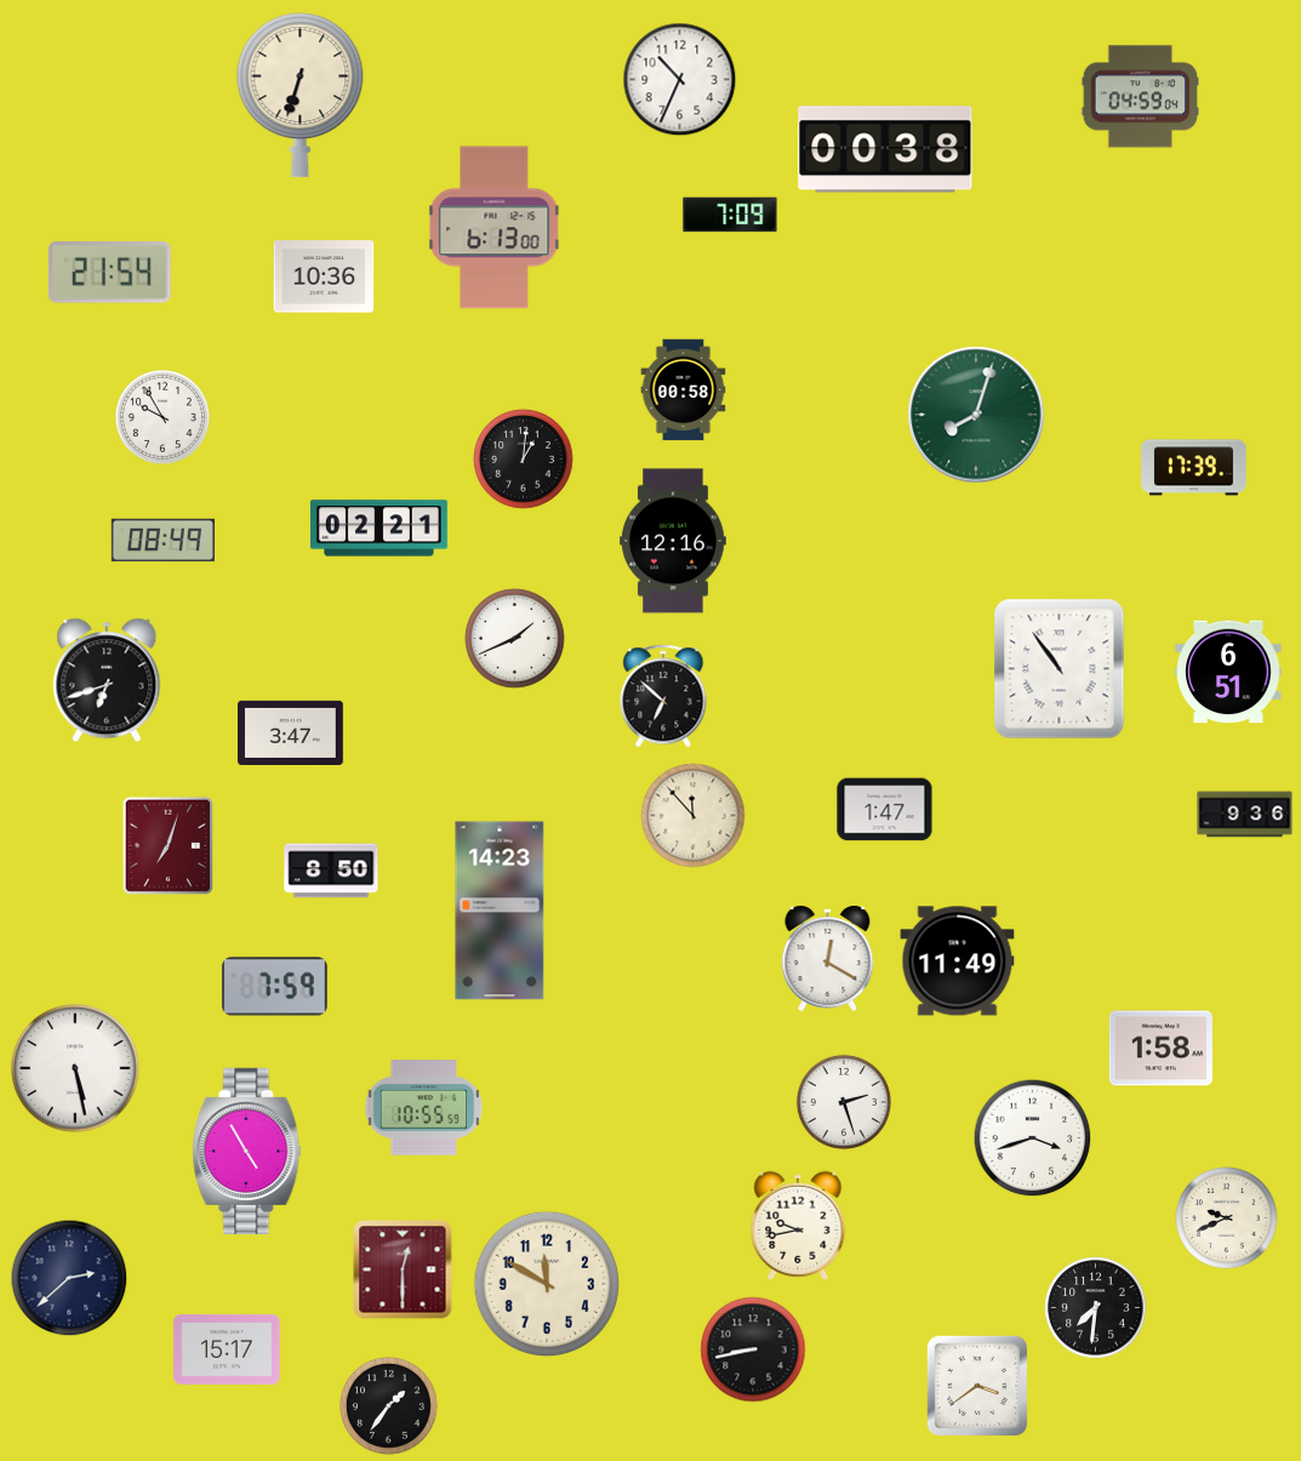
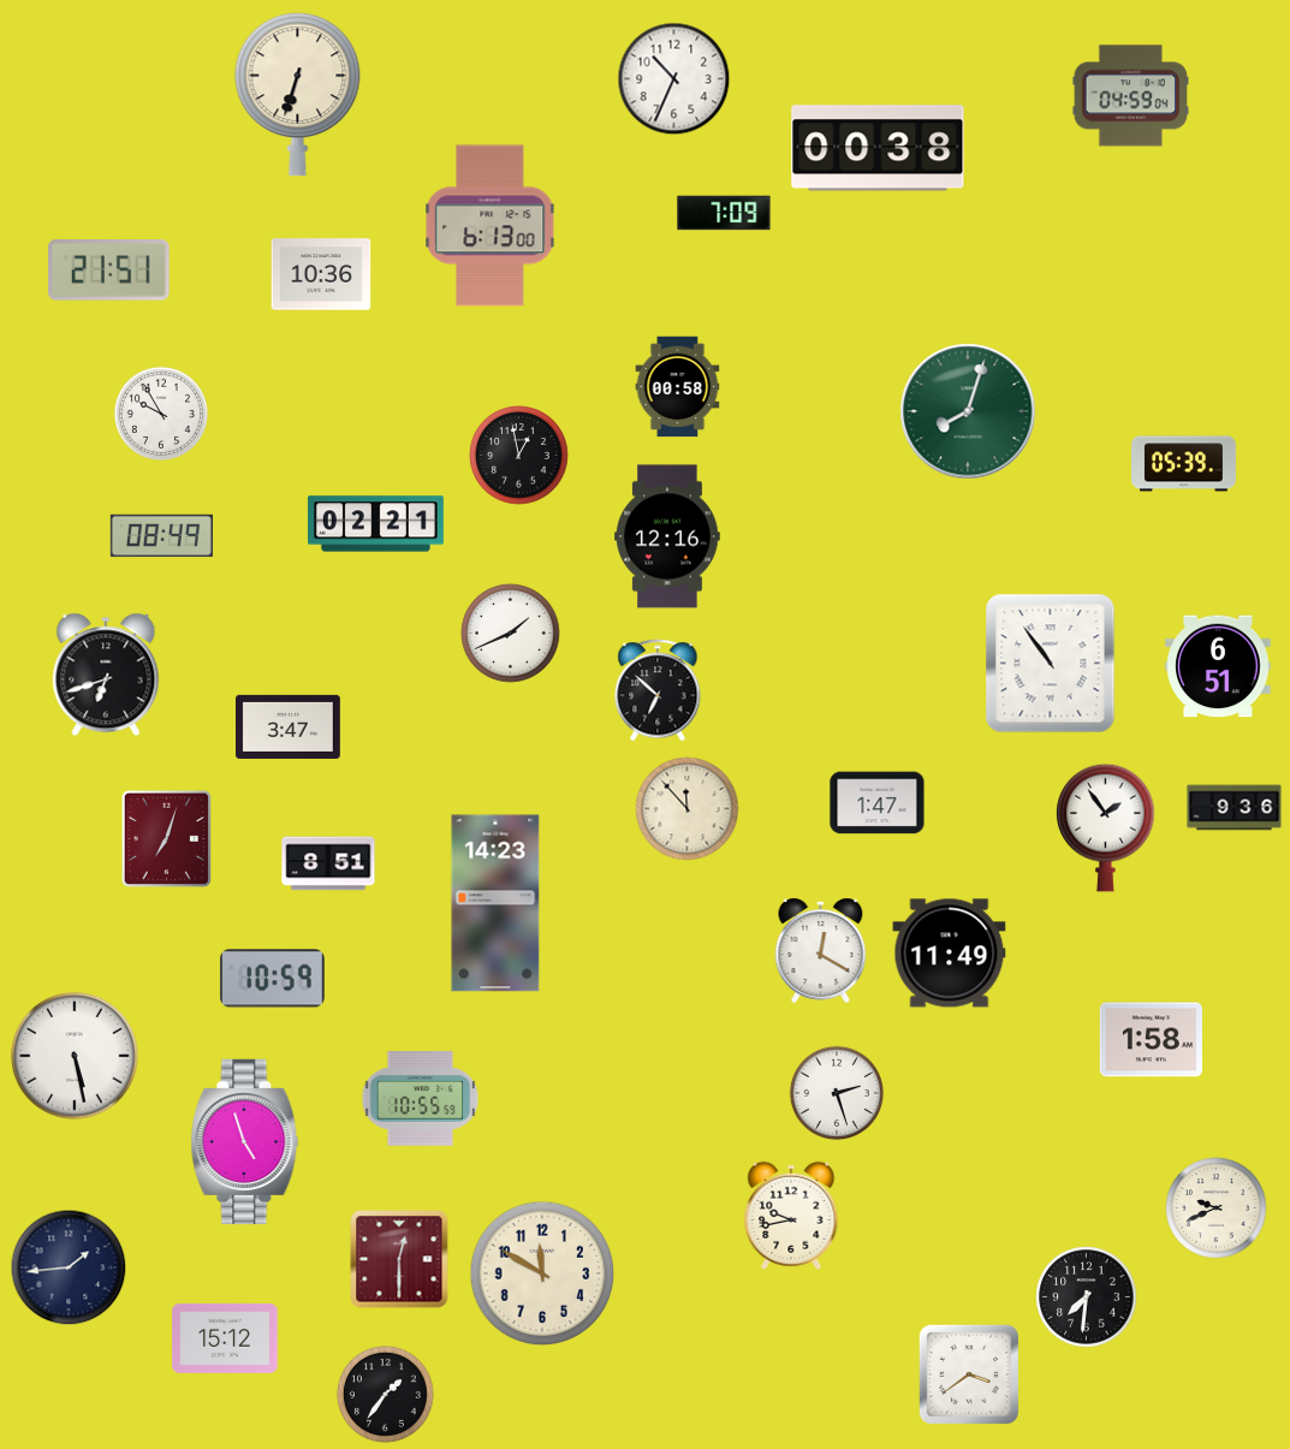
clock at (109, 273): 21:54 -> 21:51
clock at (524, 460): 1:01 -> 12:58
clock at (1194, 468): 17:39 -> 05:39
clock at (1106, 827): none -> 1:54
clock at (331, 871): 8:50 -> 8:51
clock at (274, 987): 7:59 -> 10:59
clock at (75, 1068) position: (75, 1068) -> (75, 1056)
clock at (1033, 1138): 3:42 -> none
clock at (247, 1151): 4:55 -> 4:57
clock at (69, 1278): 2:38 -> 1:44
clock at (227, 1349): 15:17 -> 15:12
clock at (753, 1349): 8:43 -> none
